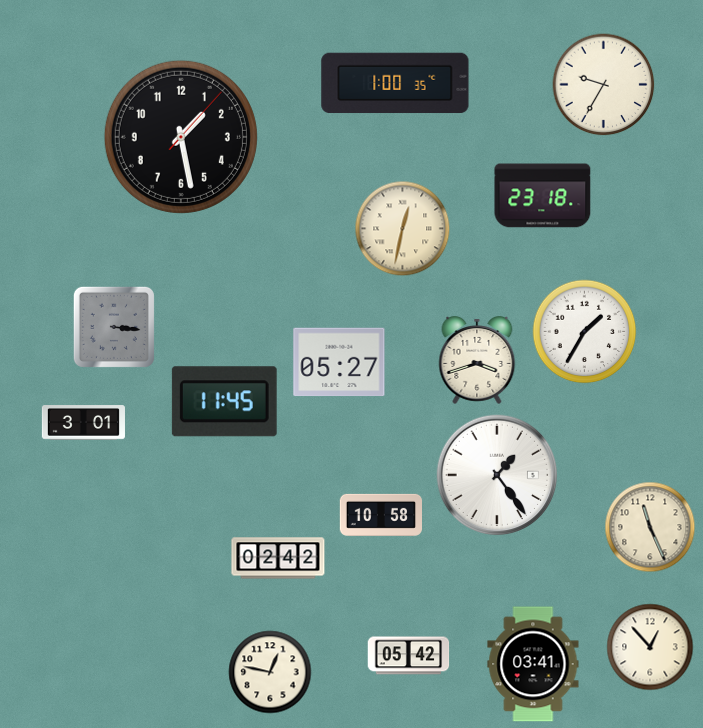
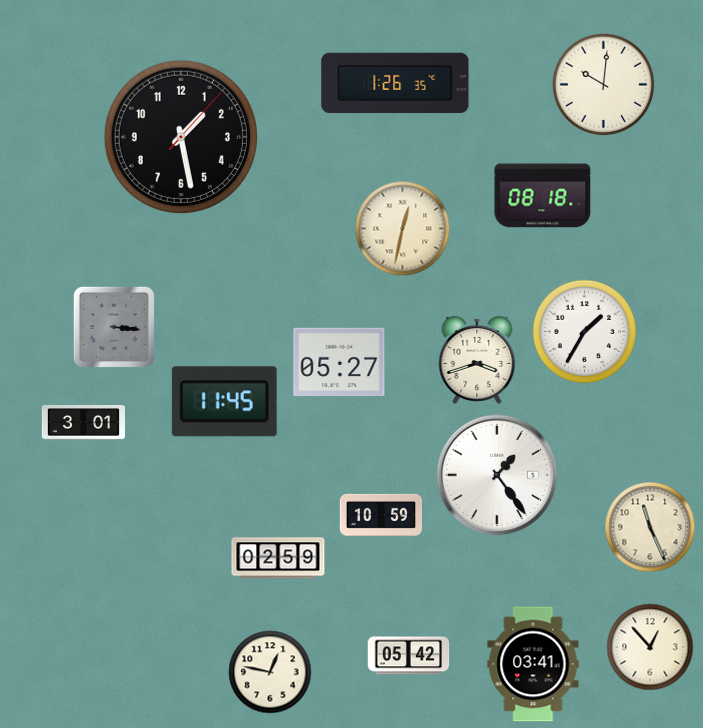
clock at (395, 83): 1:00 -> 1:26
clock at (604, 85): 9:35 -> 10:01
clock at (543, 196): 23:18 -> 08:18
clock at (380, 515): 10:58 -> 10:59
clock at (278, 558): 02:42 -> 02:59
